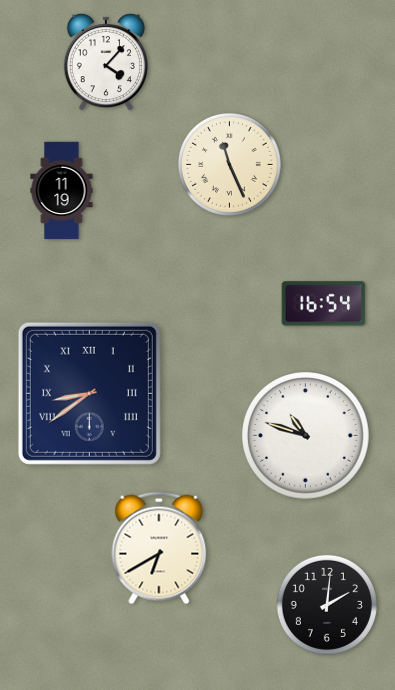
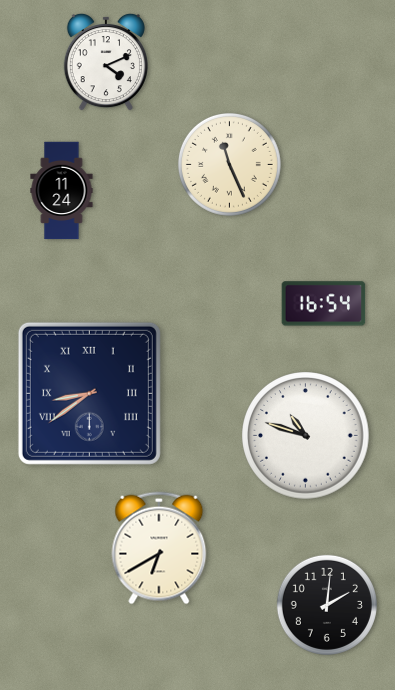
clock at (106, 62): 4:07 -> 4:11
clock at (62, 191): 11:19 -> 11:24
